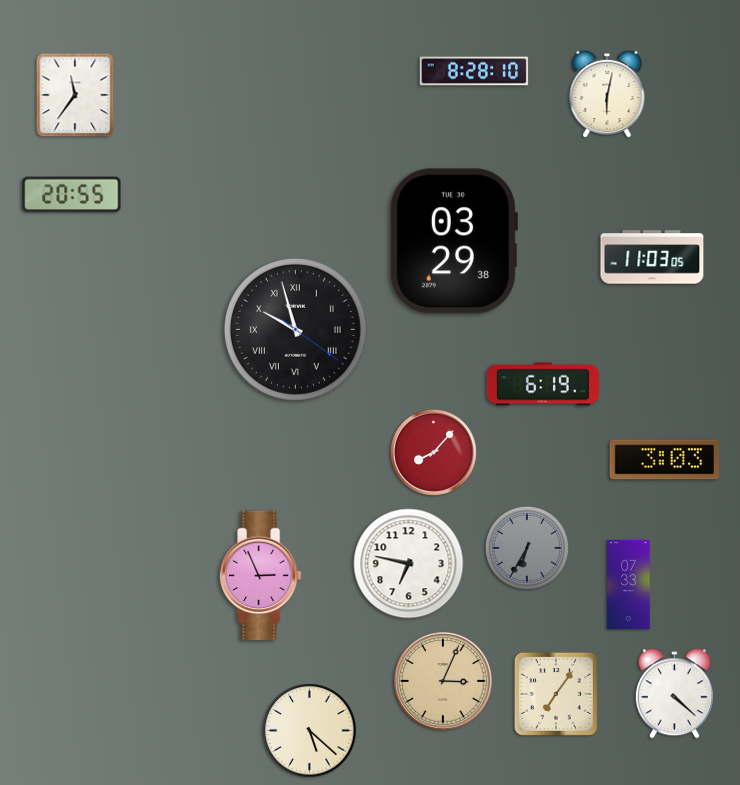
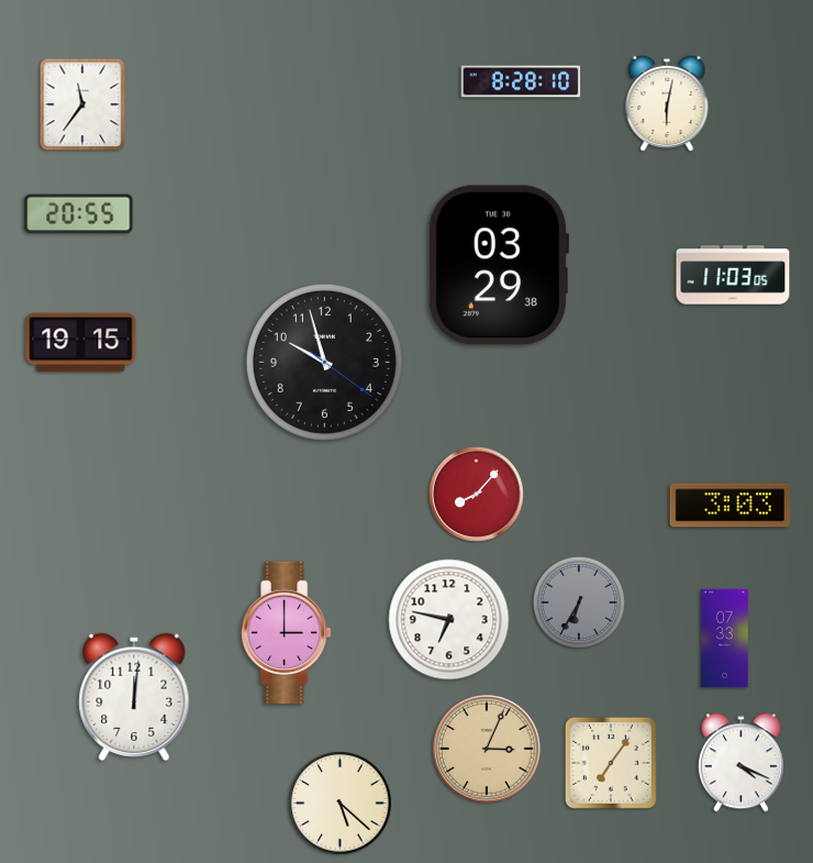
clock at (474, 71) position: (474, 71) -> (521, 81)
clock at (652, 257) position: (652, 257) -> (733, 275)
clock at (81, 343): none -> 19:15
clock at (295, 329) numerals: Roman -> Arabic
clock at (543, 384): 6:19 -> none
clock at (433, 452) position: (433, 452) -> (476, 494)
clock at (261, 576): 2:56 -> 3:00
clock at (629, 585) position: (629, 585) -> (725, 639)
clock at (134, 697): none -> 12:01
clock at (674, 694): 4:22 -> 4:19
